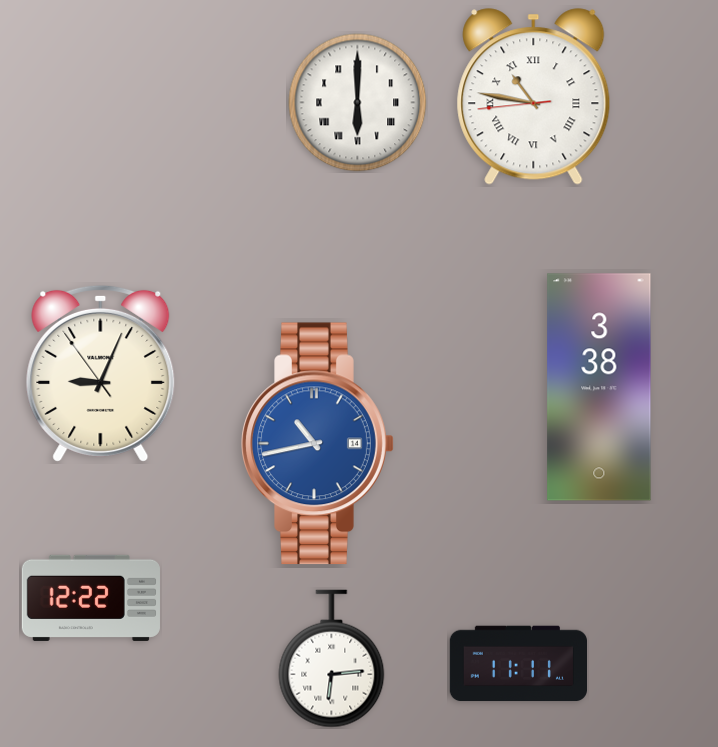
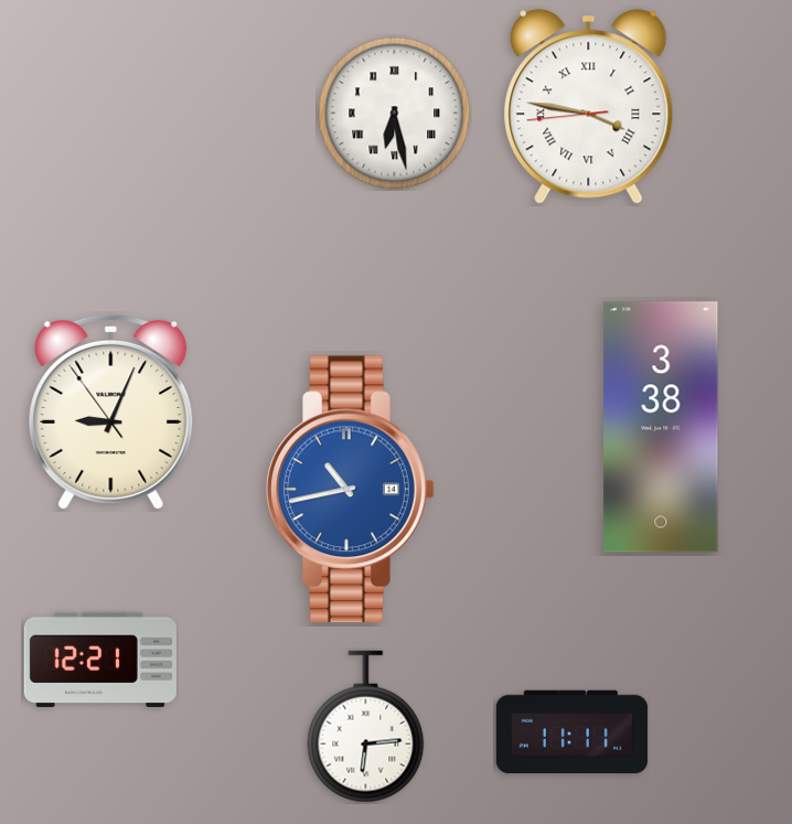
clock at (534, 97): 10:46 -> 3:46
clock at (358, 103): 6:00 -> 6:28
clock at (91, 598): 12:22 -> 12:21
